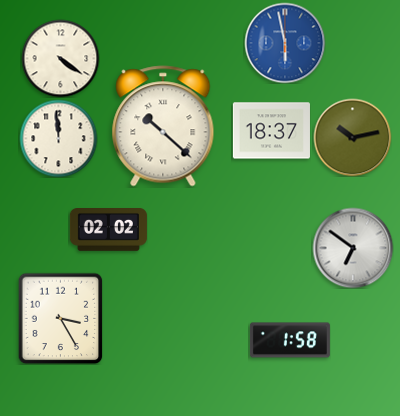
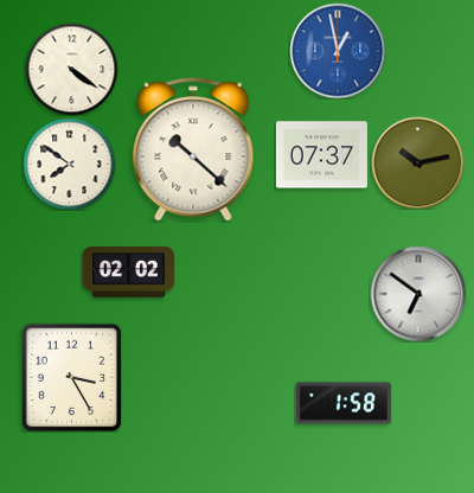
clock at (285, 43): 5:58 -> 12:58
clock at (271, 131): 18:37 -> 07:37
clock at (58, 138): 11:59 -> 7:51
